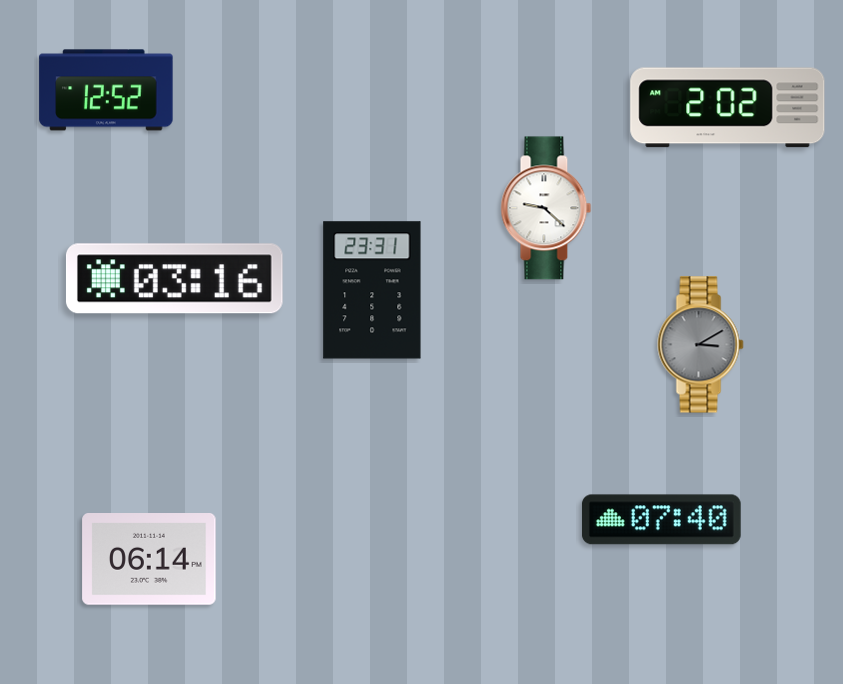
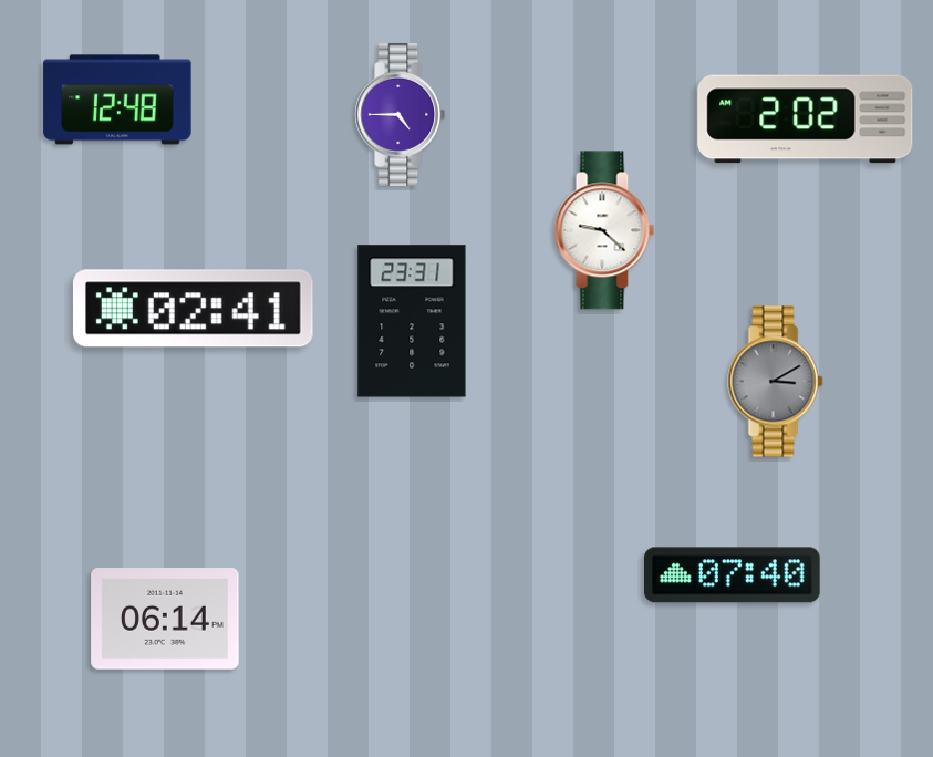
clock at (106, 90): 12:52 -> 12:48
clock at (401, 114): none -> 4:45
clock at (174, 279): 03:16 -> 02:41
